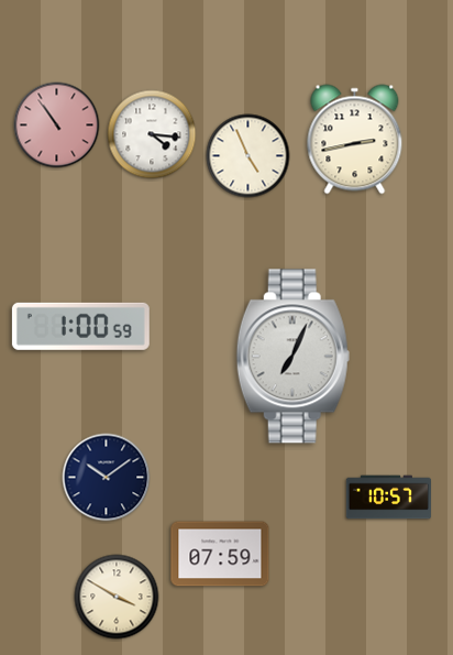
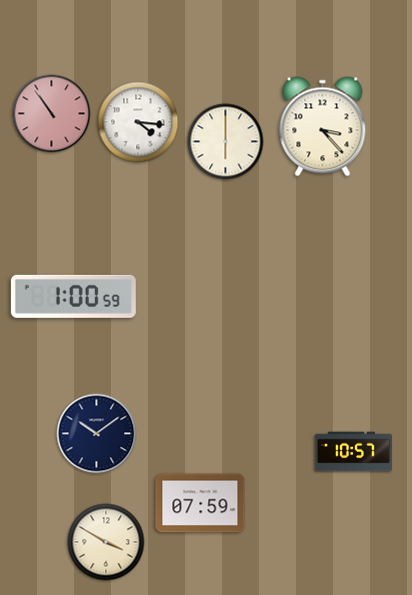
clock at (355, 140): 2:43 -> 3:23
clock at (248, 156): 4:56 -> 6:00
clock at (292, 357): 7:04 -> none
